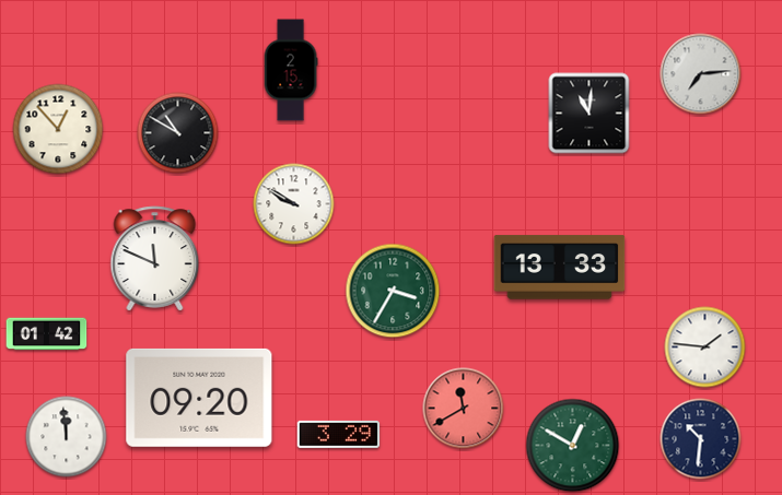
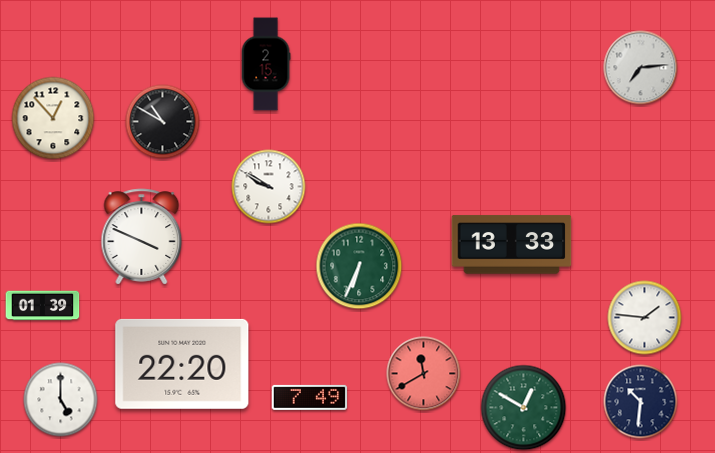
clock at (590, 114): 11:01 -> none
clock at (155, 259): 11:49 -> 3:49
clock at (393, 291): 3:35 -> 6:34
clock at (47, 334): 01:42 -> 01:39
clock at (199, 398): 09:20 -> 22:20
clock at (339, 434): 3:29 -> 7:49
clock at (67, 437): 11:59 -> 5:00
